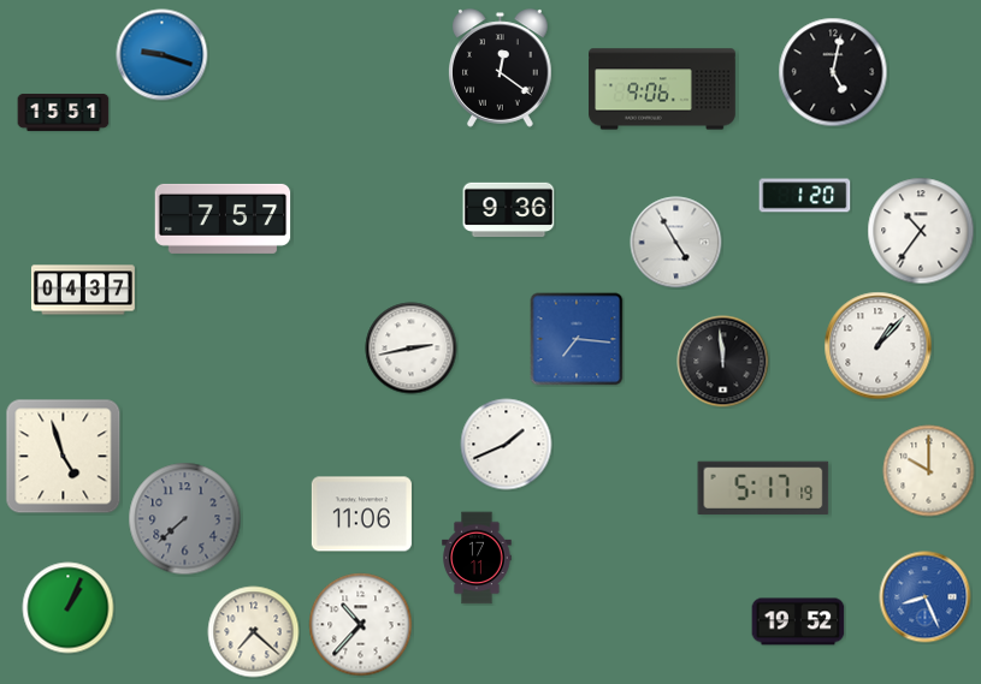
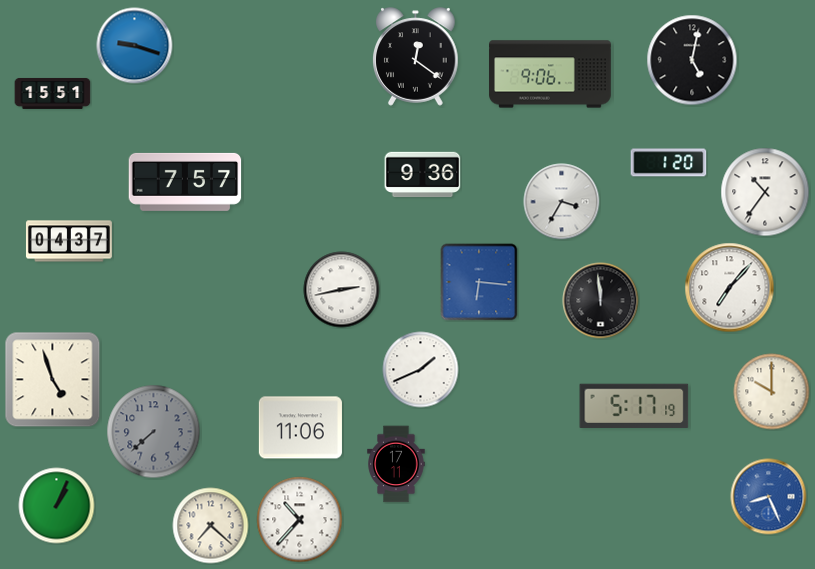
clock at (676, 243): 4:55 -> 3:35
clock at (577, 339): 7:16 -> 6:16
clock at (879, 346): 1:07 -> 7:07
clock at (798, 621): 19:52 -> none
